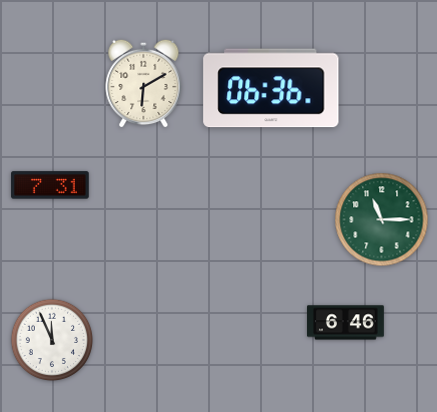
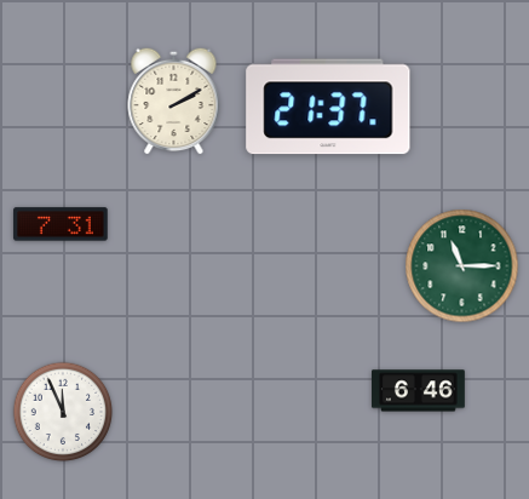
clock at (144, 83): 6:10 -> 2:10
clock at (271, 88): 06:36 -> 21:37
